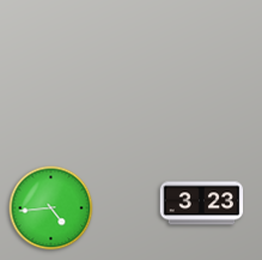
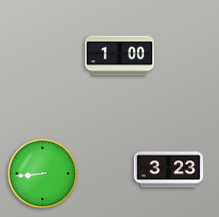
clock at (120, 56): none -> 1:00
clock at (51, 208): 4:44 -> 8:44
